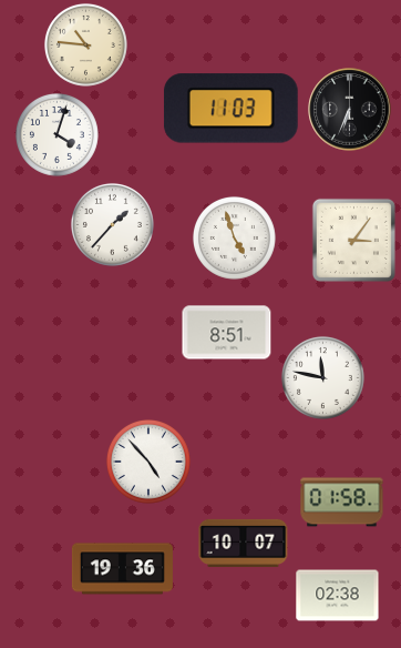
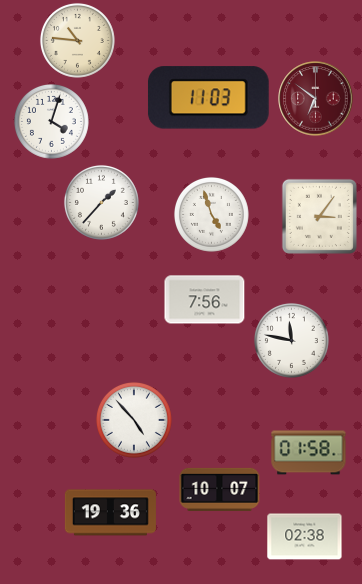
clock at (350, 110): 6:34 -> 6:51
clock at (350, 110) dial: black -> burgundy
clock at (227, 333): 8:51 -> 7:56
clock at (148, 462) position: (148, 462) -> (134, 420)
